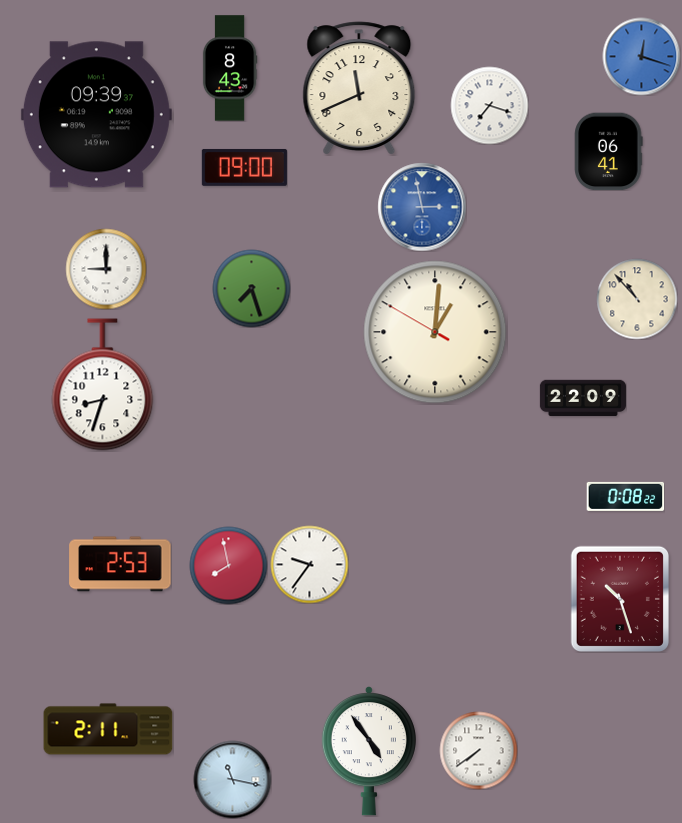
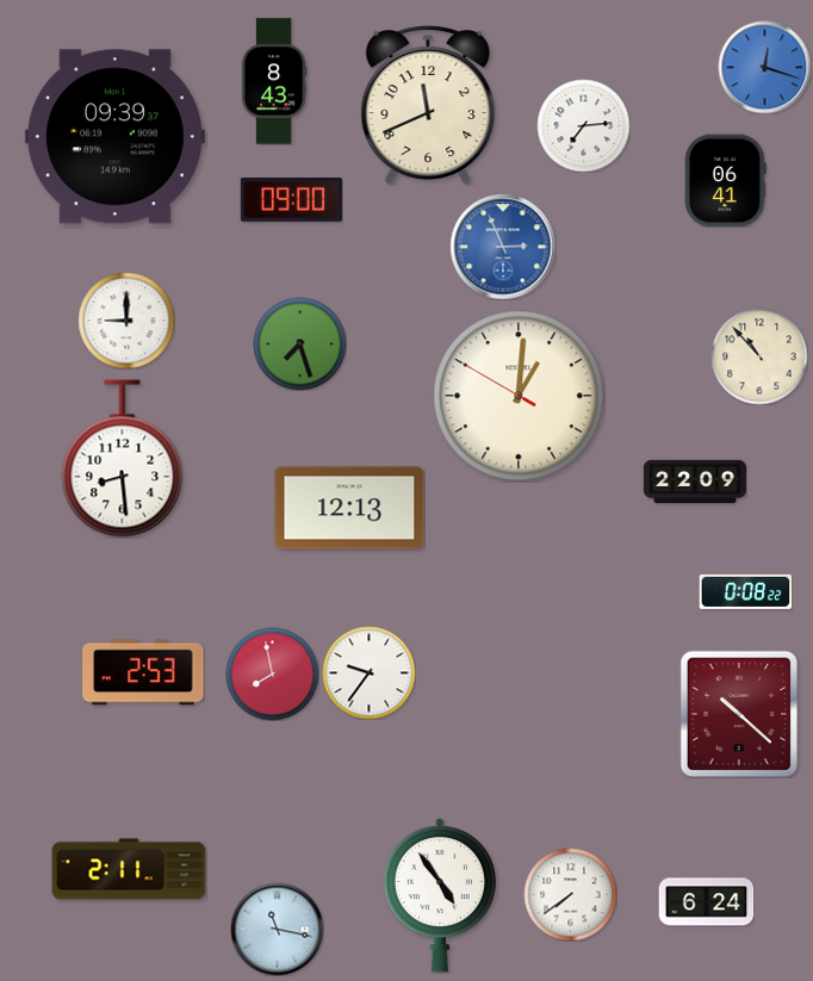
clock at (489, 105): 7:18 -> 7:14
clock at (422, 207): 2:58 -> 2:56
clock at (103, 385): 8:33 -> 8:29
clock at (583, 398) position: (583, 398) -> (695, 482)
clock at (349, 508): none -> 12:13
clock at (619, 598): 10:27 -> 10:22
clock at (706, 902): none -> 6:24
